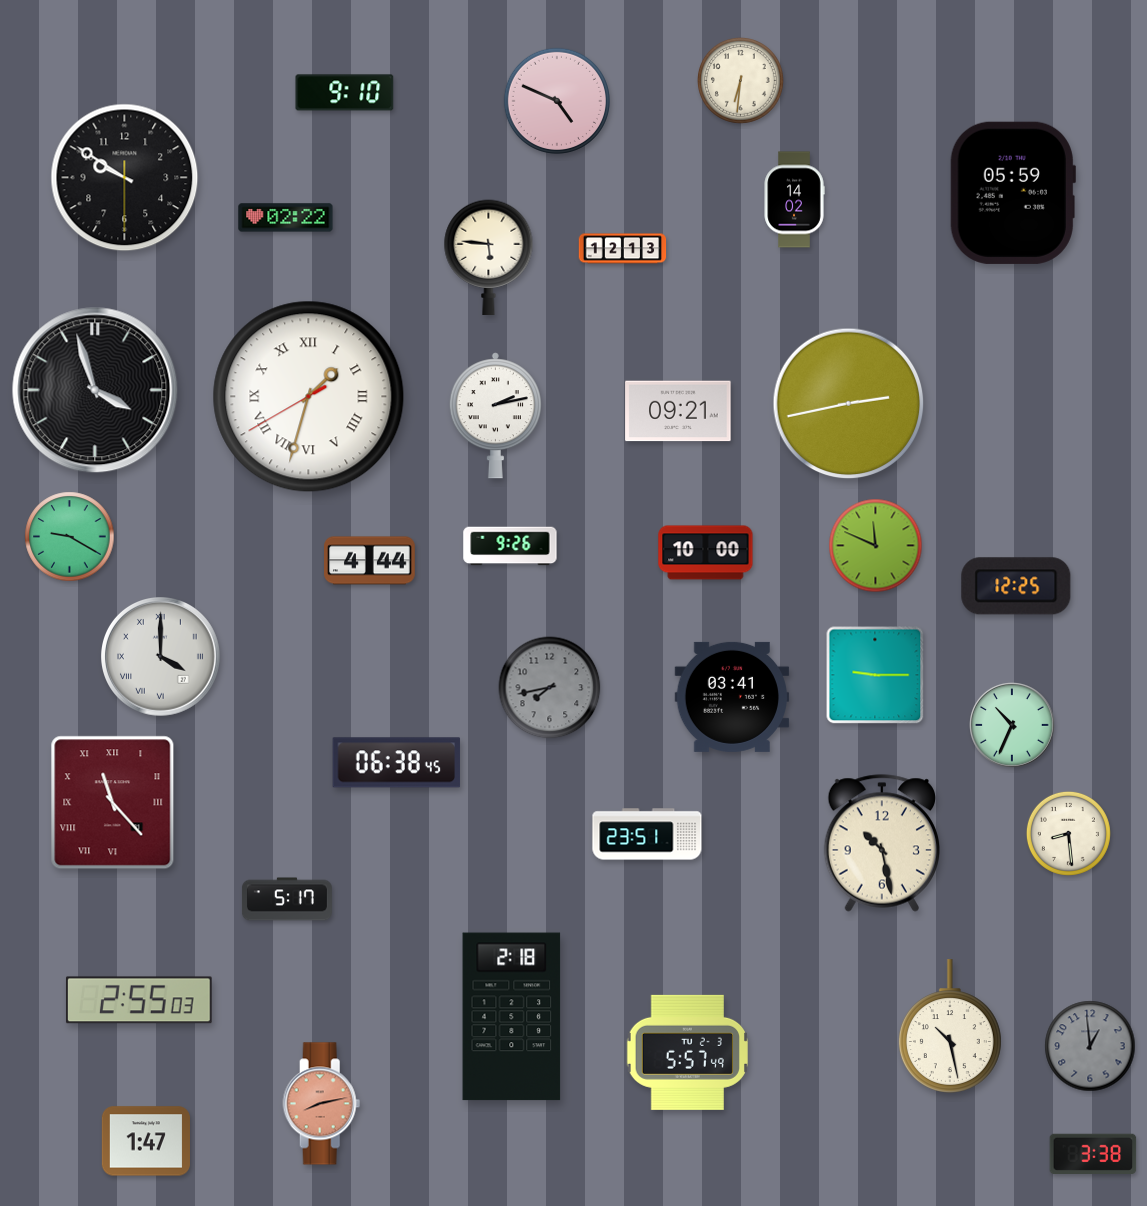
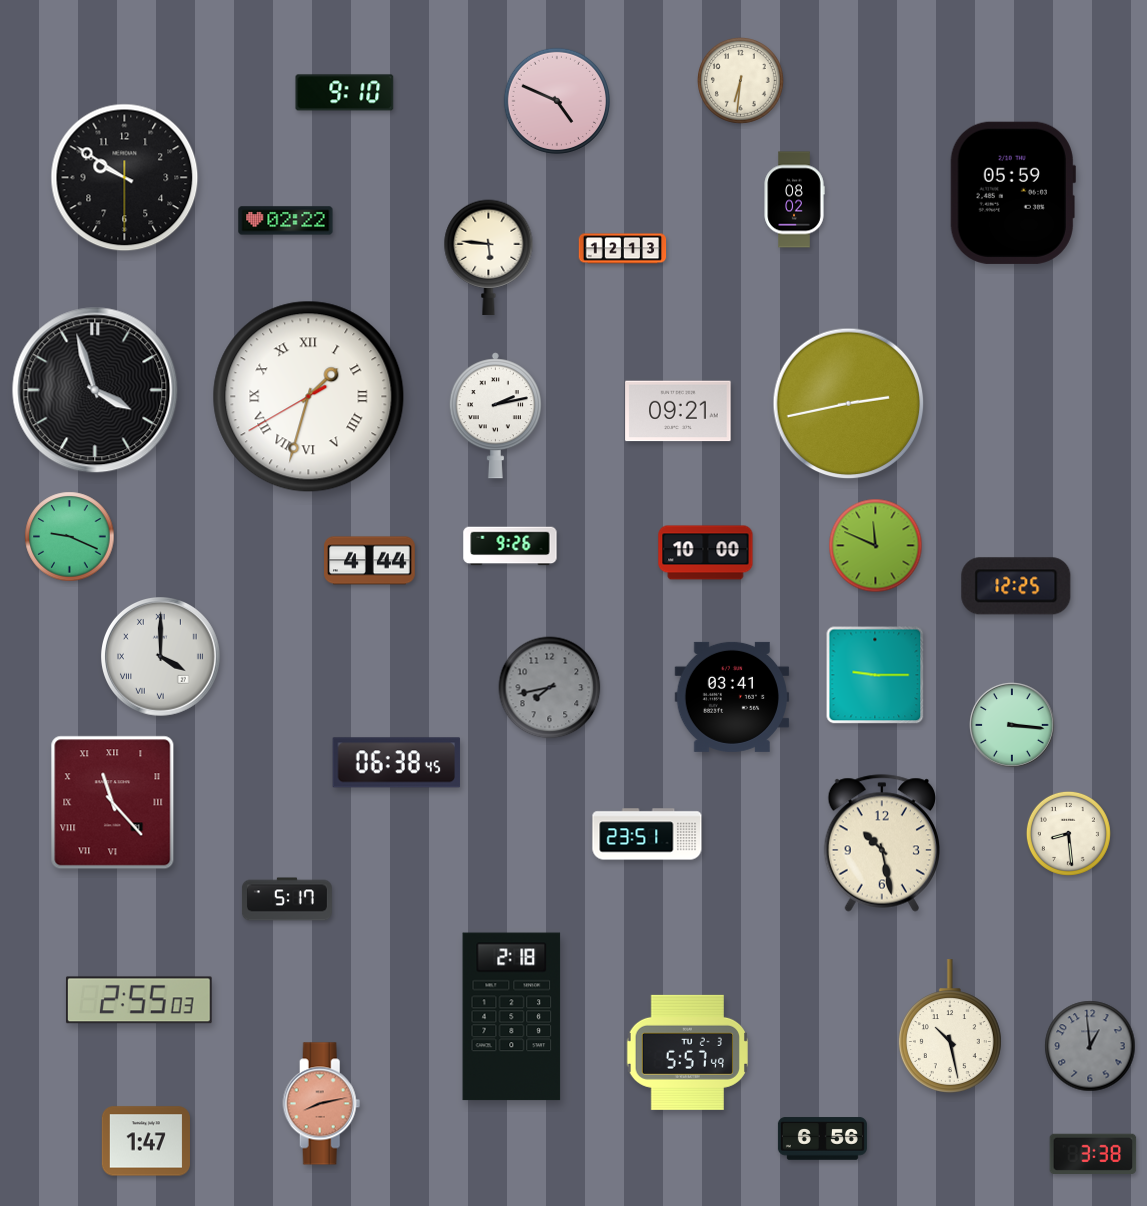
clock at (794, 200): 14:02 -> 08:02
clock at (286, 218) position: (286, 218) -> (286, 221)
clock at (70, 537): 9:20 -> 9:19
clock at (1013, 726): 10:34 -> 3:16
clock at (822, 1139): none -> 6:56
